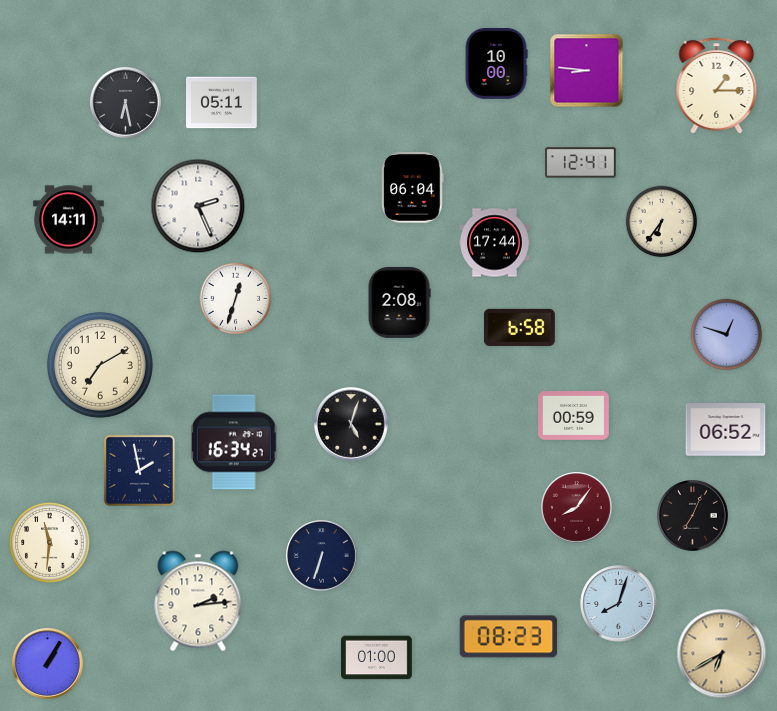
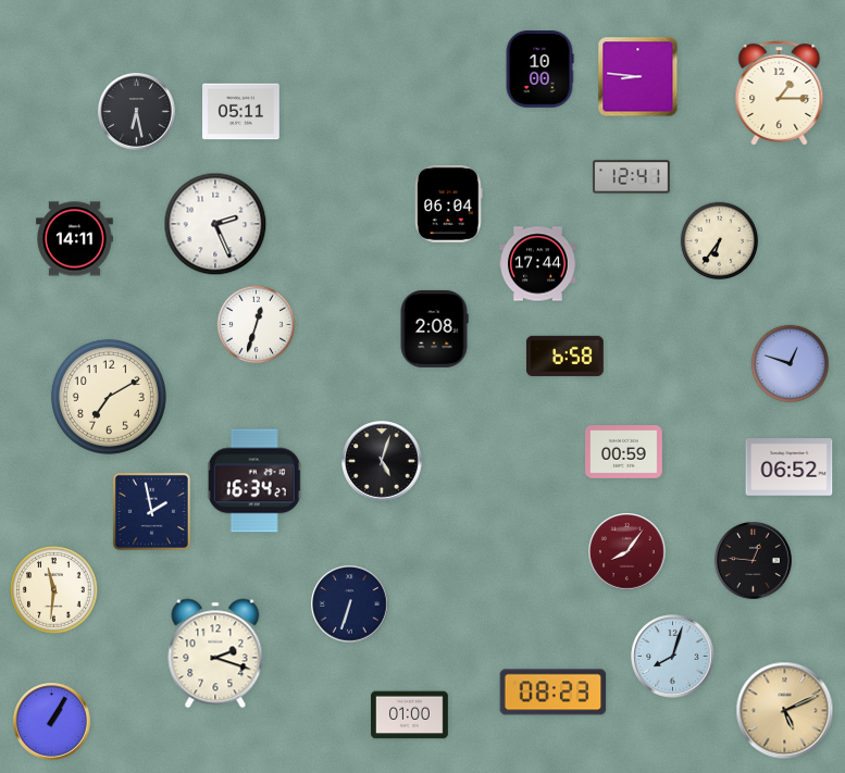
clock at (693, 516): 7:04 -> 12:46
clock at (198, 601): 2:14 -> 2:18
clock at (722, 654): 6:40 -> 5:11
